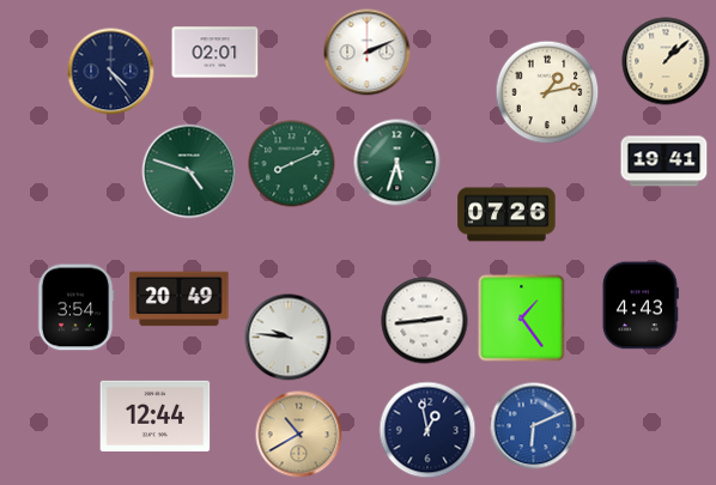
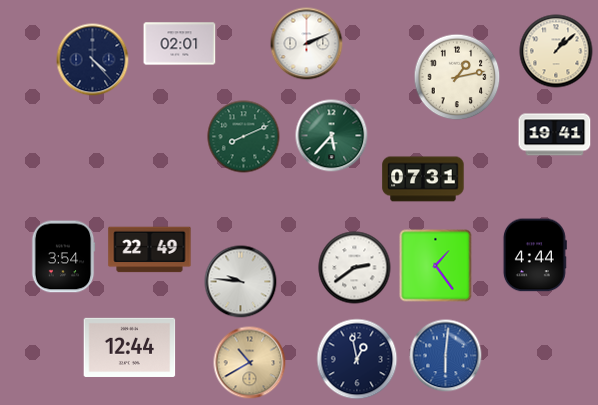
clock at (111, 72): 4:24 -> 4:23
clock at (398, 163): 5:33 -> 5:37
clock at (189, 171): 4:48 -> none
clock at (506, 214): 07:26 -> 07:31
clock at (180, 299): 20:49 -> 22:49
clock at (641, 305): 4:43 -> 4:44
clock at (425, 321): 2:44 -> 2:39
clock at (534, 426): 6:11 -> 6:01
